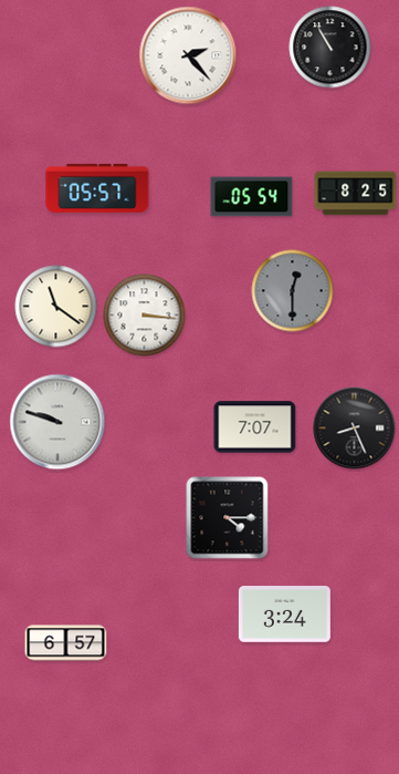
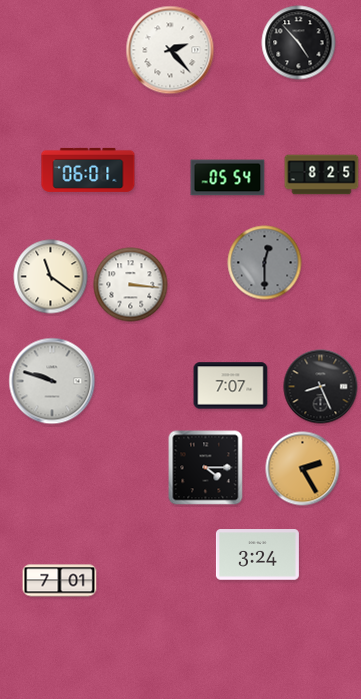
clock at (330, 48): 10:55 -> 4:53
clock at (97, 188): 05:57 -> 06:01
clock at (303, 469): none -> 2:25
clock at (66, 643): 6:57 -> 7:01
